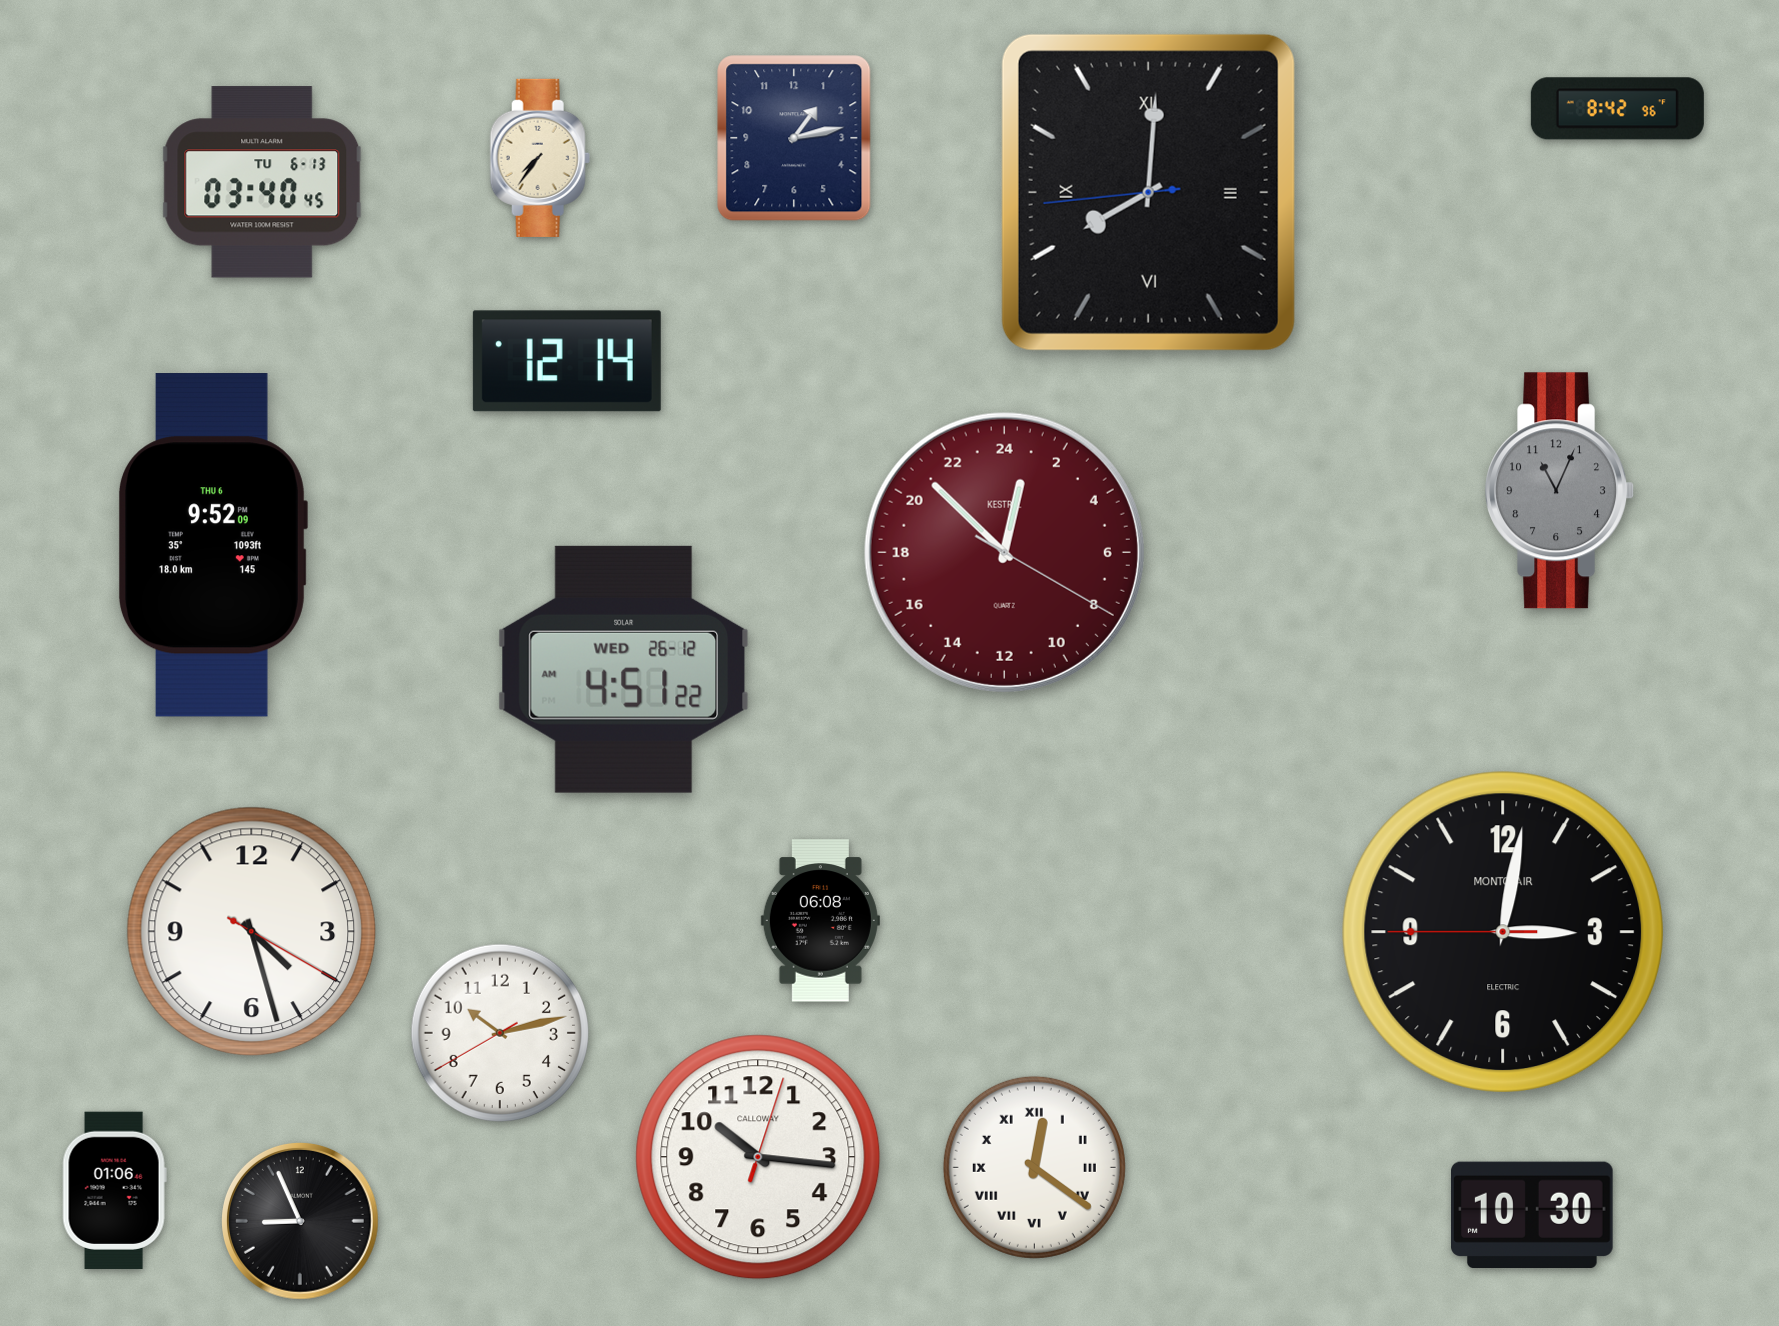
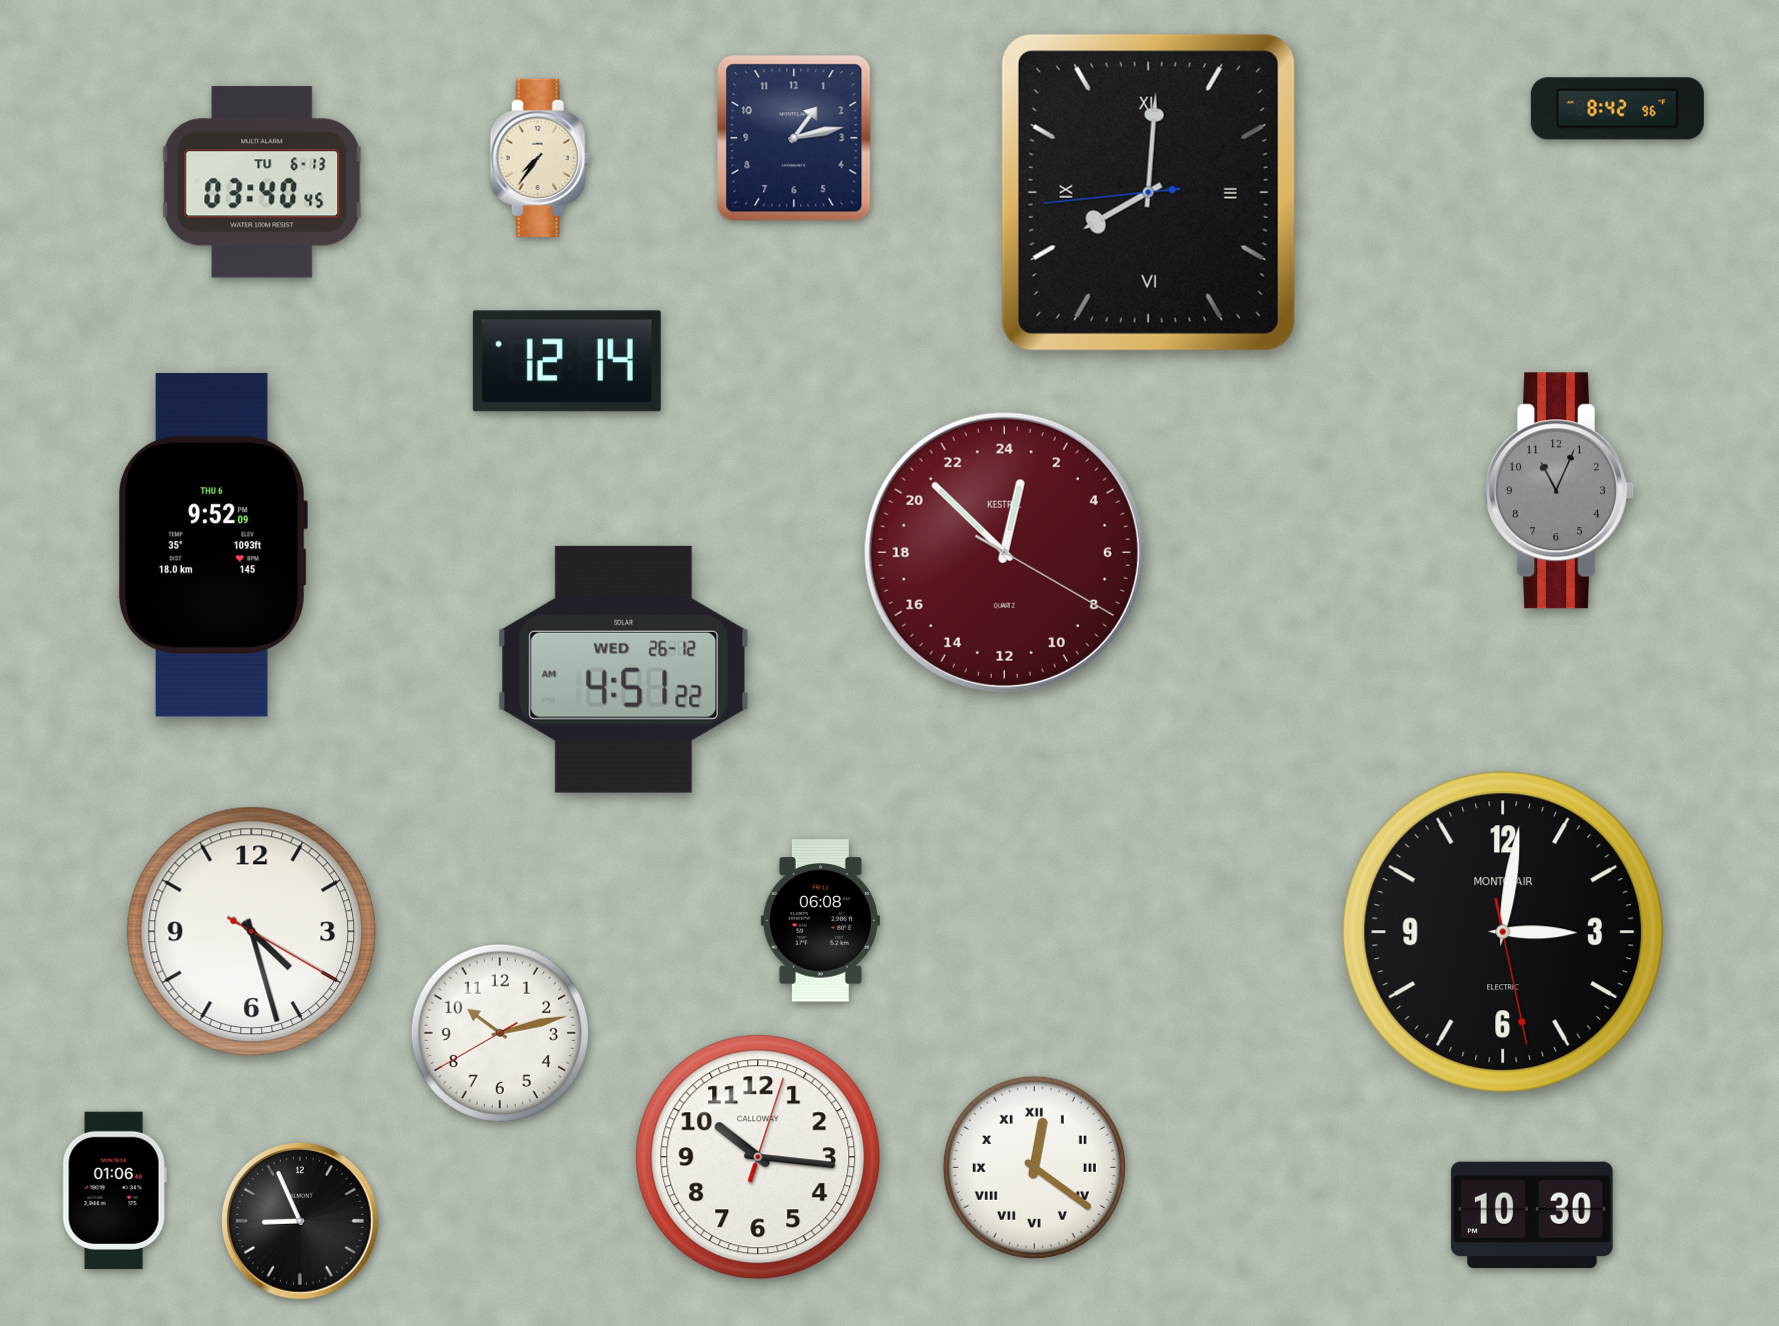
clock at (1502, 931): 3:01:45 -> 3:01:28
